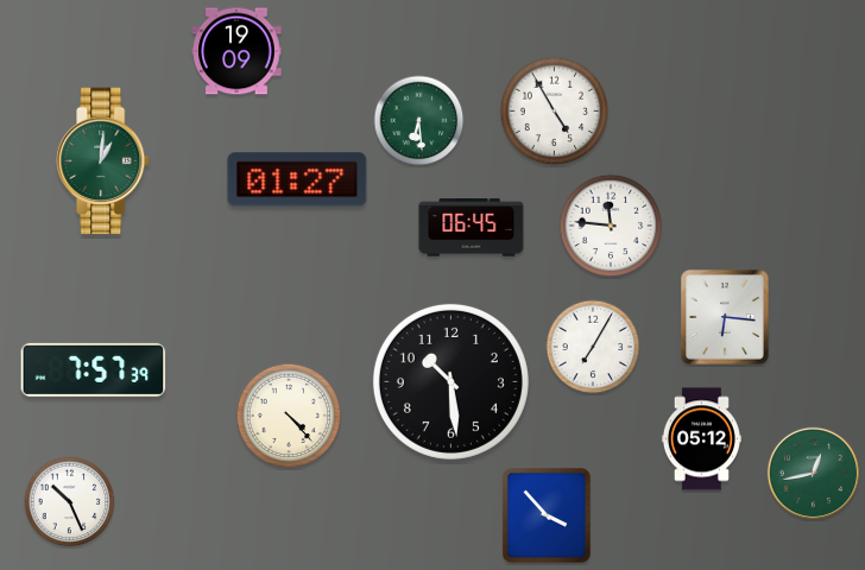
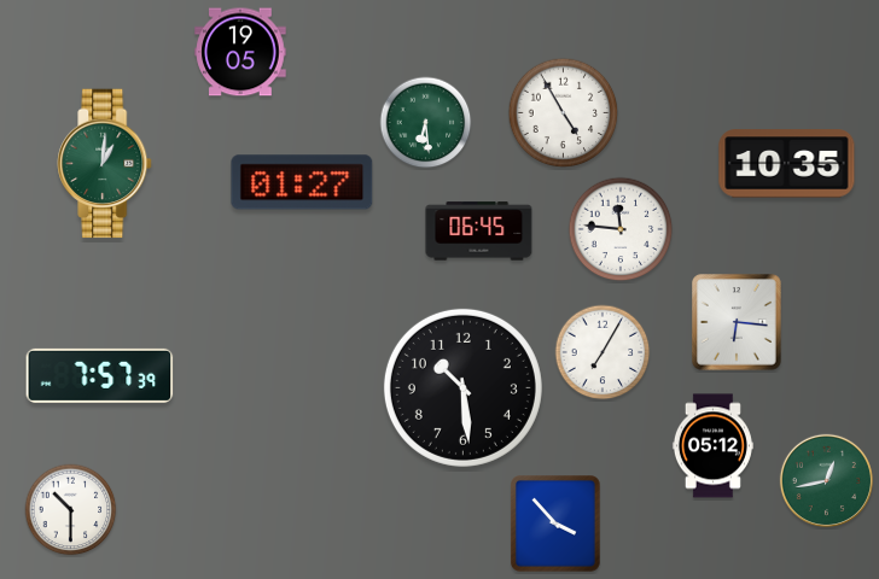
clock at (236, 51): 19:09 -> 19:05
clock at (787, 164): none -> 10:35
clock at (94, 369) position: (94, 369) -> (100, 375)
clock at (450, 381) position: (450, 381) -> (462, 387)
clock at (289, 416): 4:23 -> none
clock at (70, 502): 10:26 -> 10:30
